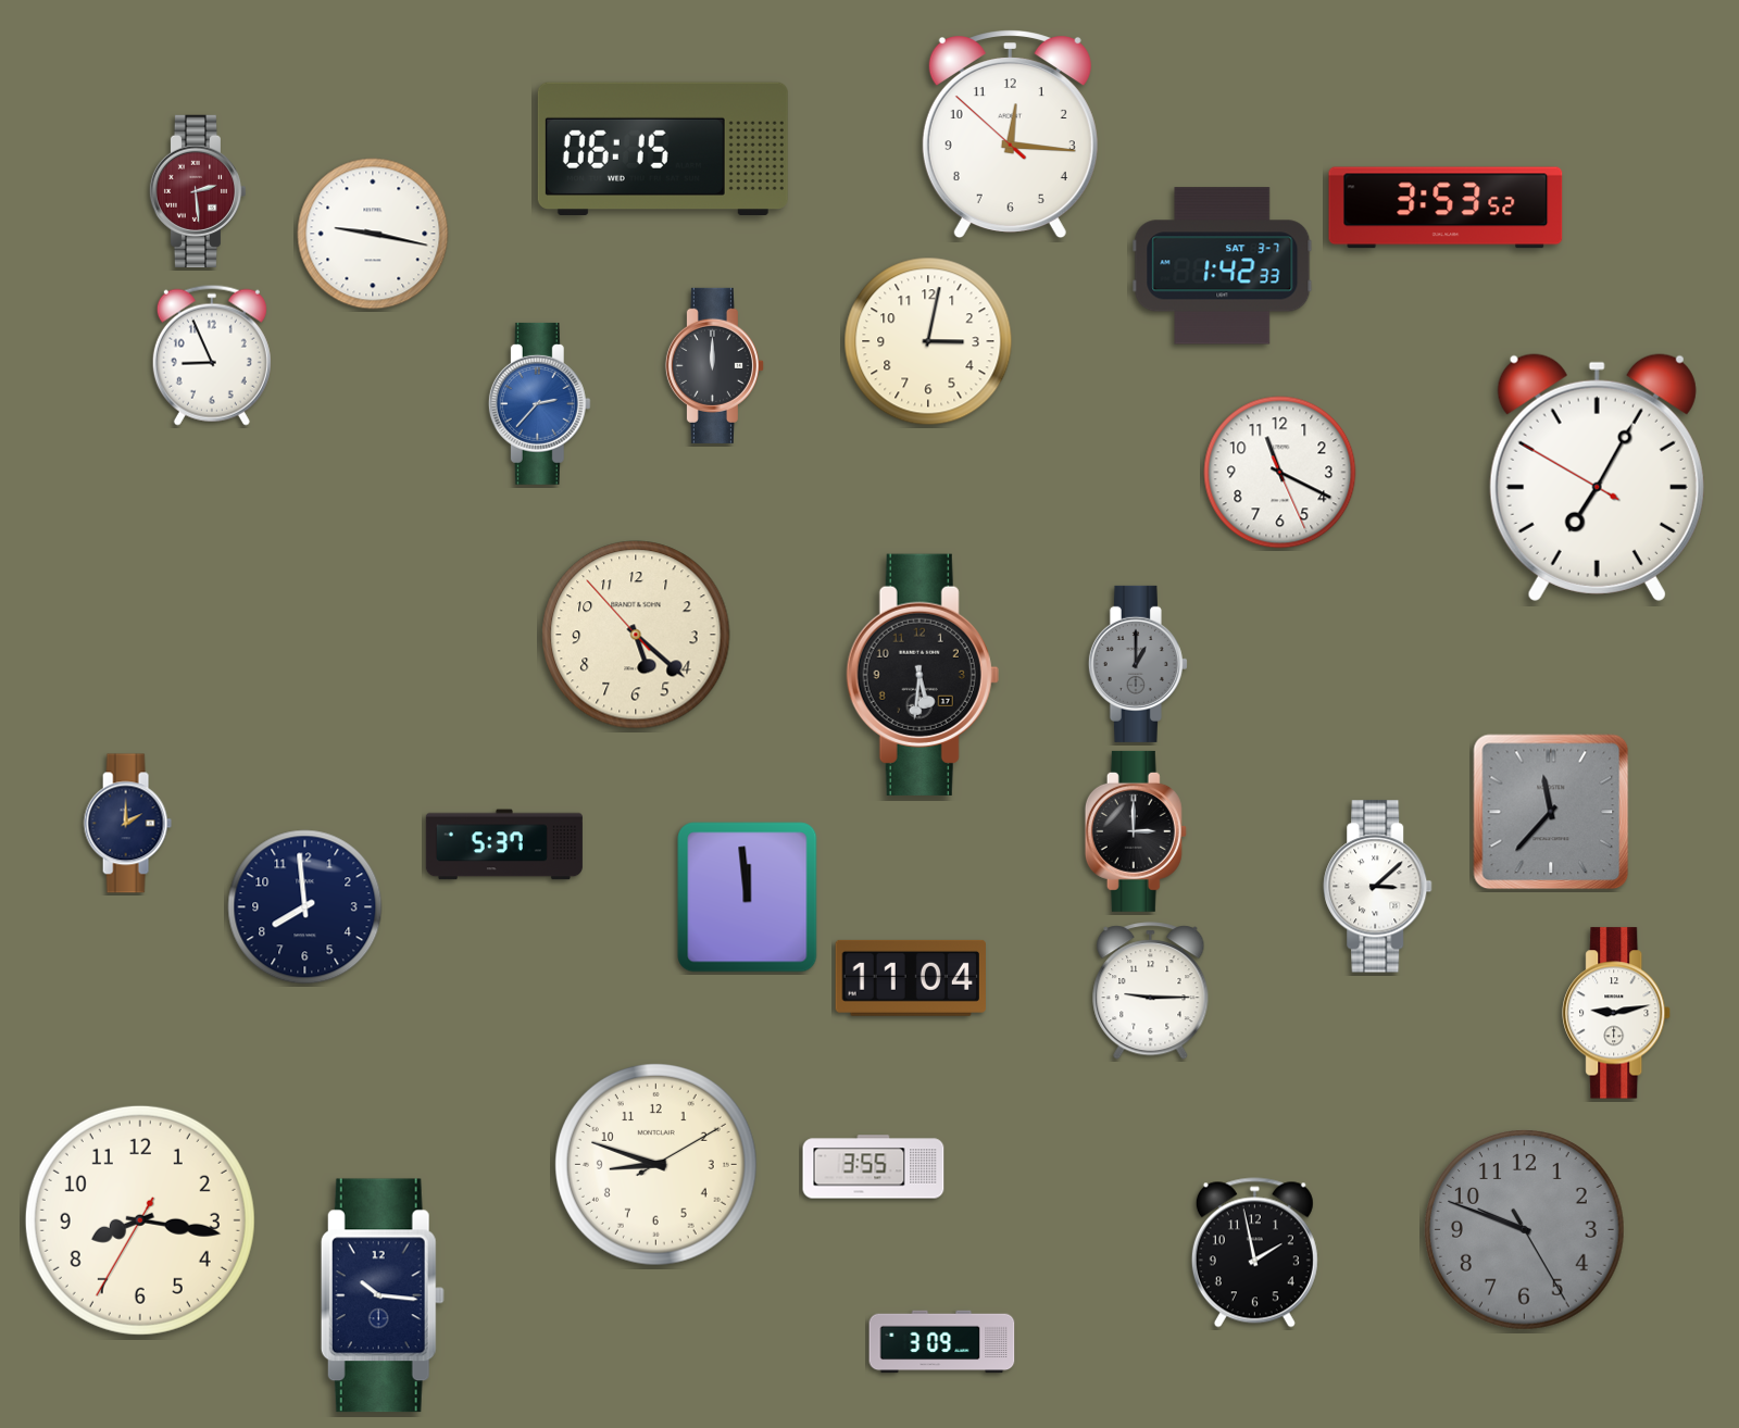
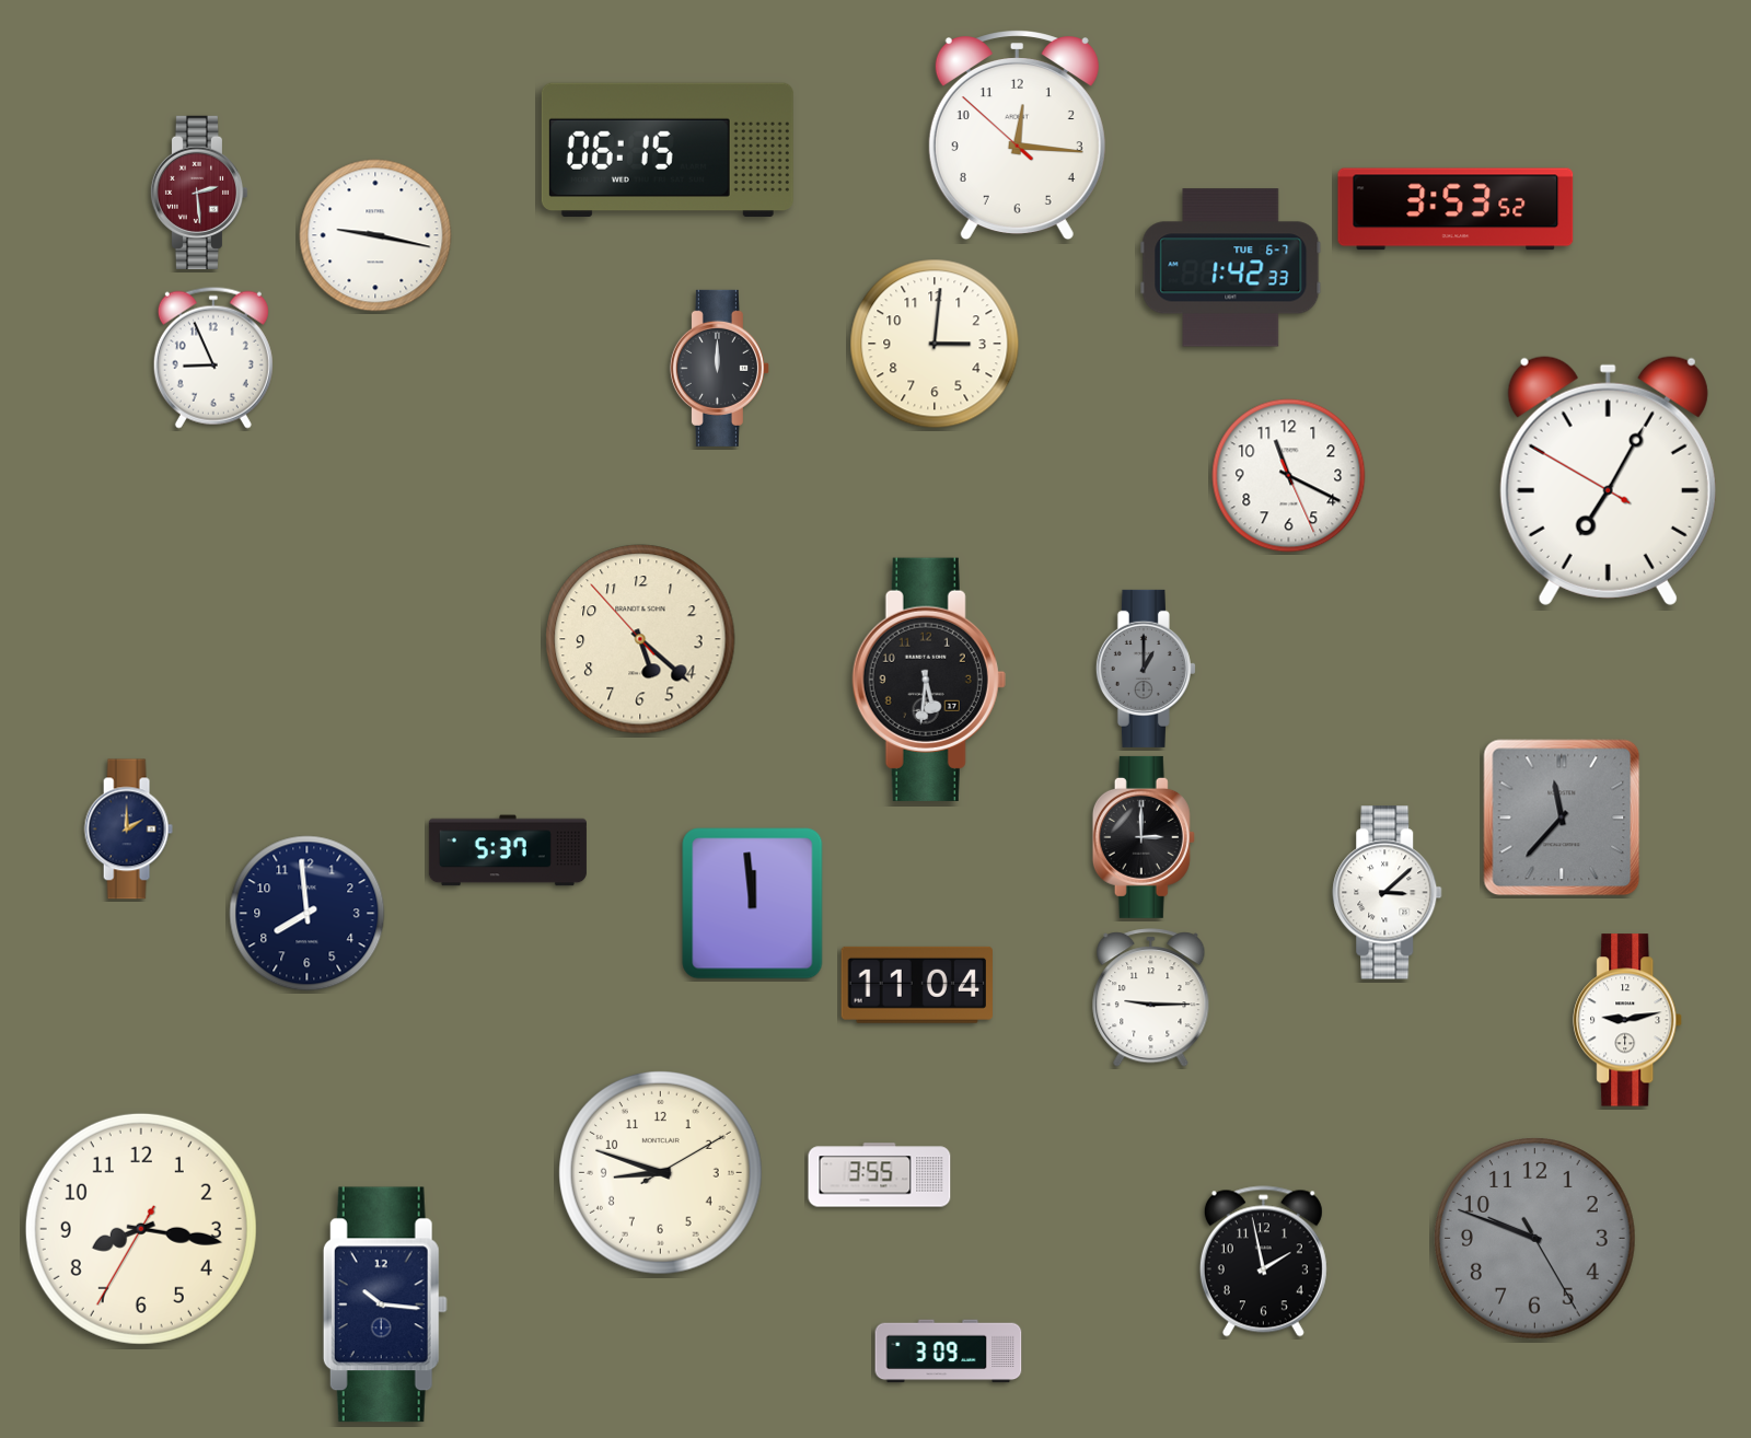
clock at (1223, 266) date: SAT 3-7 -> TUE 6-7
clock at (928, 341): 3:02 -> 3:01
clock at (539, 403): 2:37 -> none
clock at (1151, 991) position: (1151, 991) -> (1151, 998)
